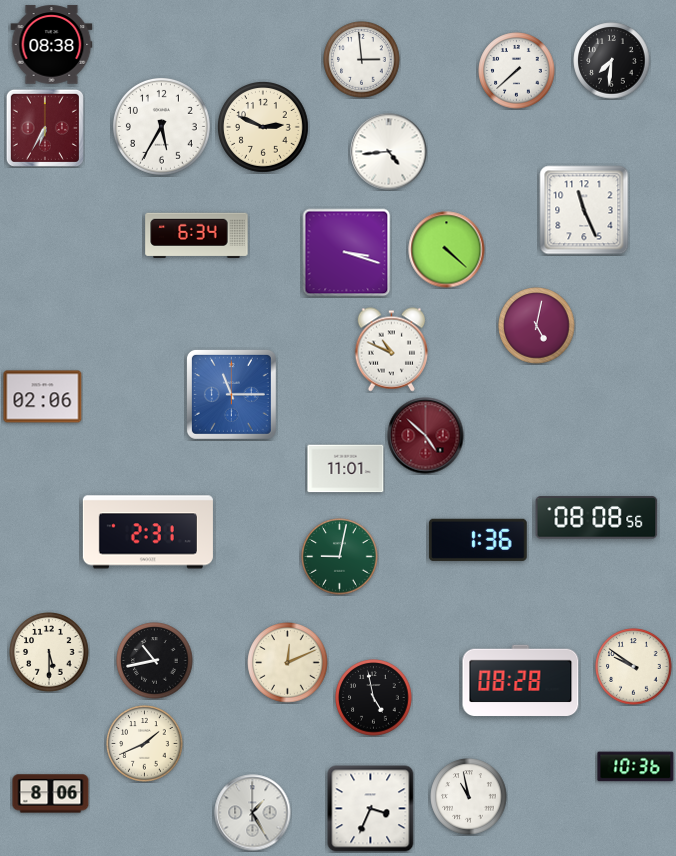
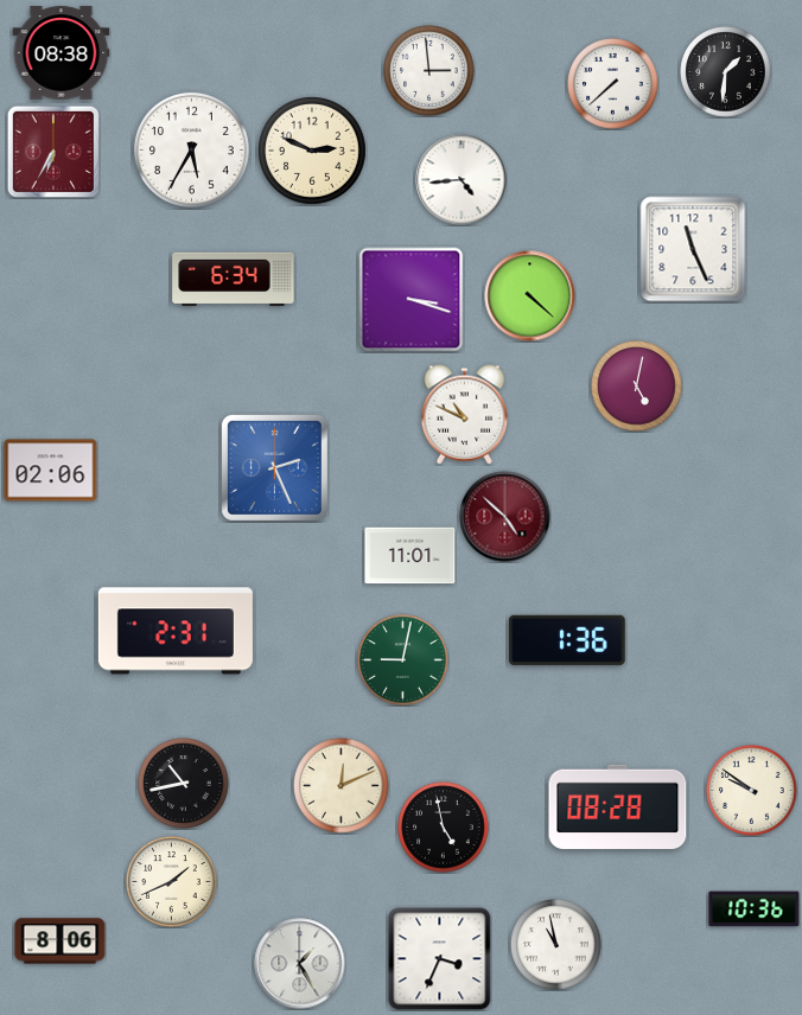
clock at (612, 61): 7:31 -> 1:31
clock at (231, 394): 11:15 -> 2:26
clock at (597, 518): 08:08 -> none
clock at (49, 652): 5:30 -> none
